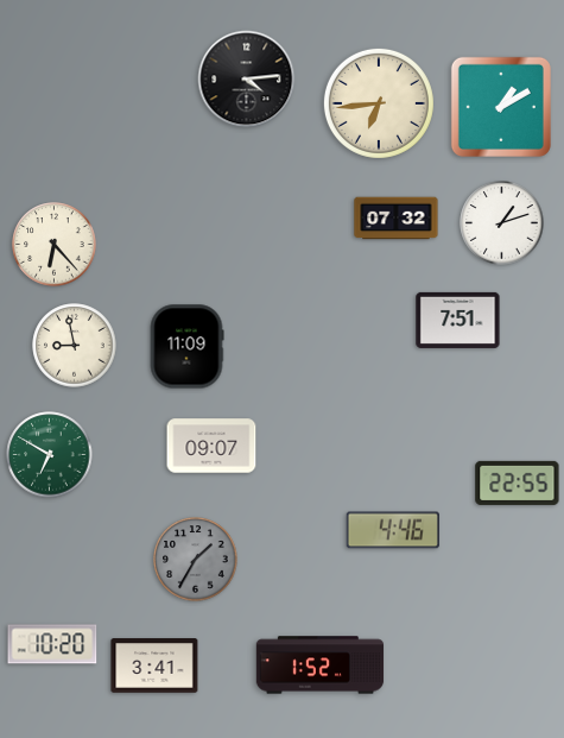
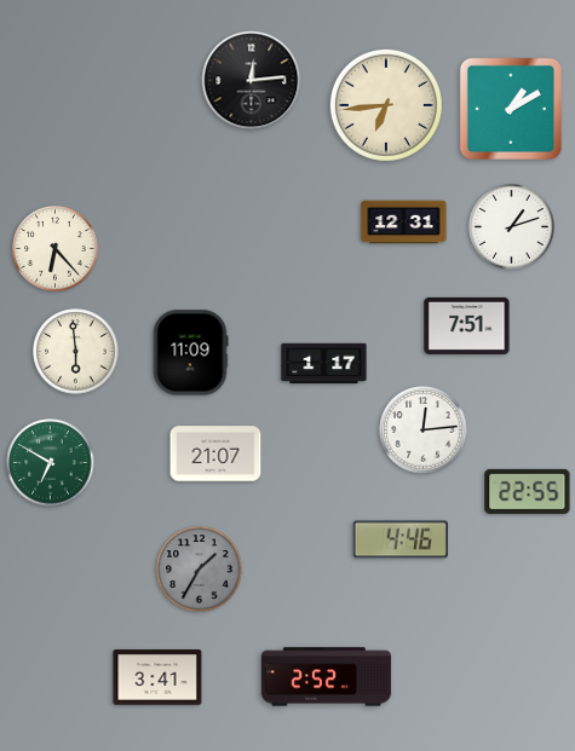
clock at (247, 80): 4:14 -> 12:14
clock at (397, 219): 07:32 -> 12:31
clock at (75, 346): 8:58 -> 5:59
clock at (324, 364): none -> 1:17
clock at (424, 431): none -> 12:14
clock at (211, 446): 09:07 -> 21:07
clock at (52, 644): 10:20 -> none
clock at (321, 666): 1:52 -> 2:52
